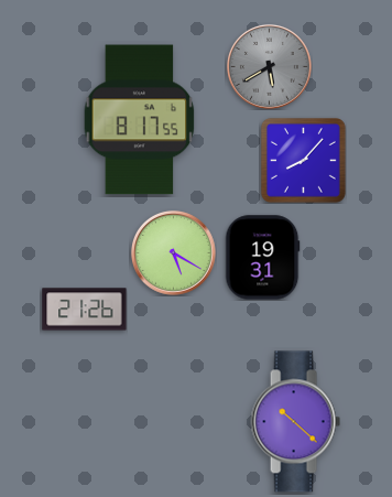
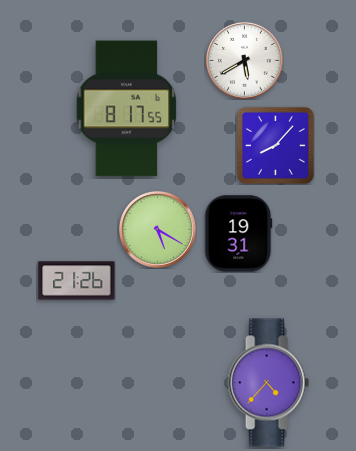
clock at (269, 66) dial: grey -> white
clock at (295, 422): 10:22 -> 4:37
